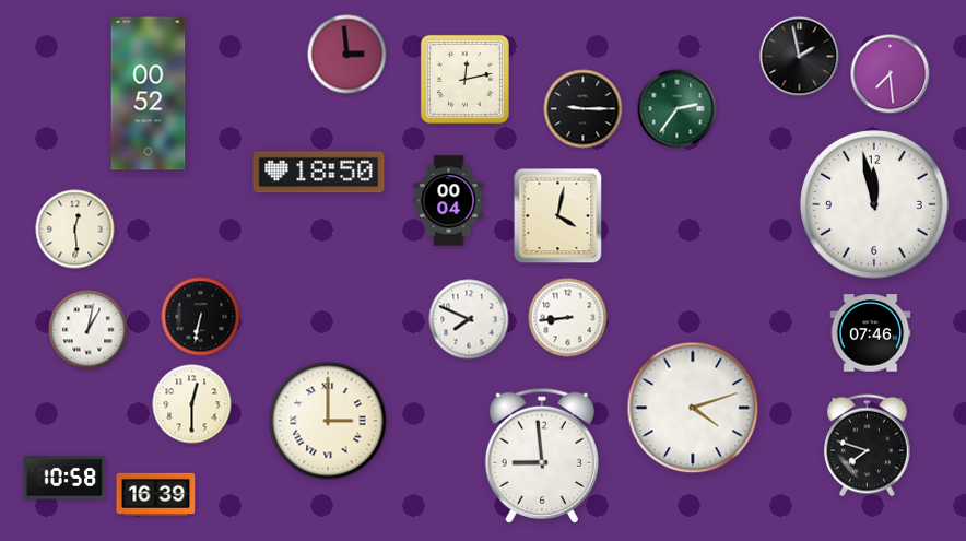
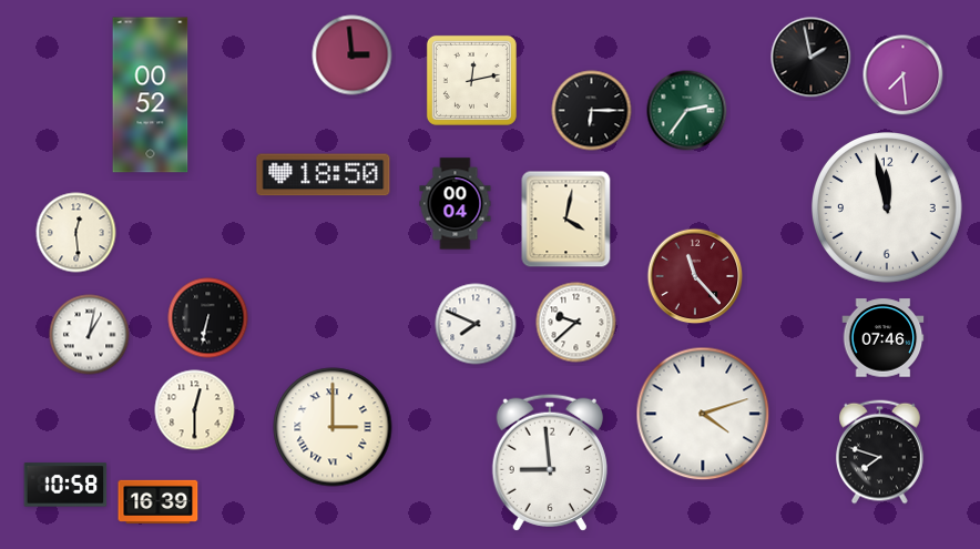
clock at (584, 109): 9:15 -> 6:15
clock at (695, 276): none -> 11:23
clock at (201, 317) position: (201, 317) -> (208, 318)
clock at (568, 318): 8:44 -> 9:38
